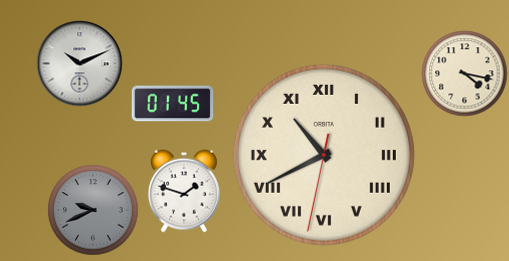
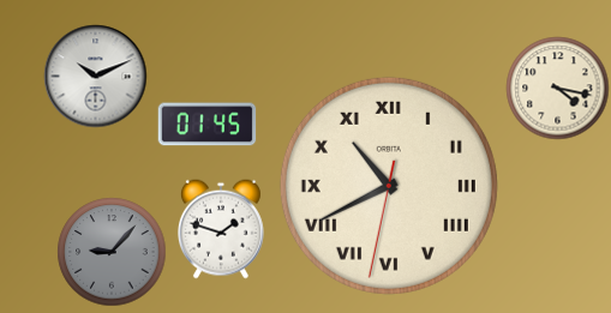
clock at (93, 210): 9:41 -> 9:07
